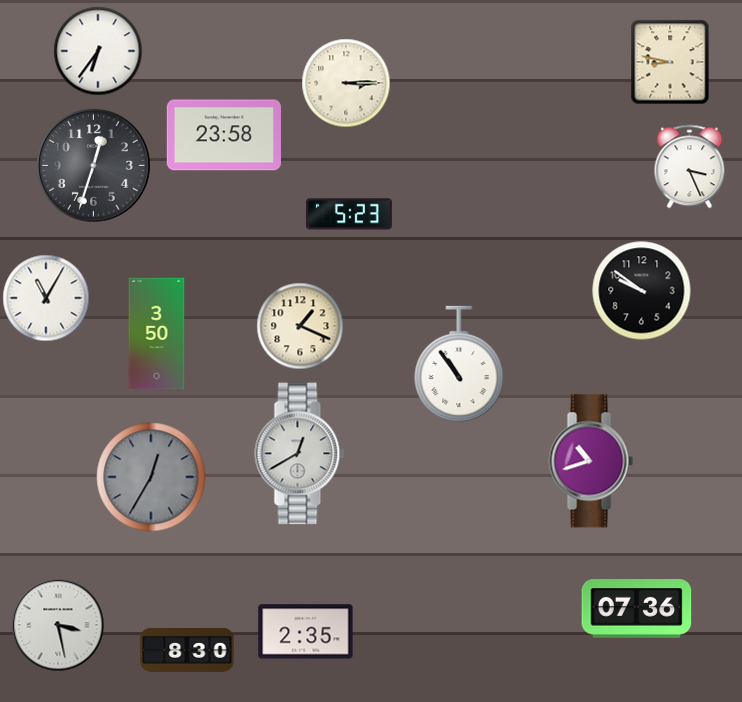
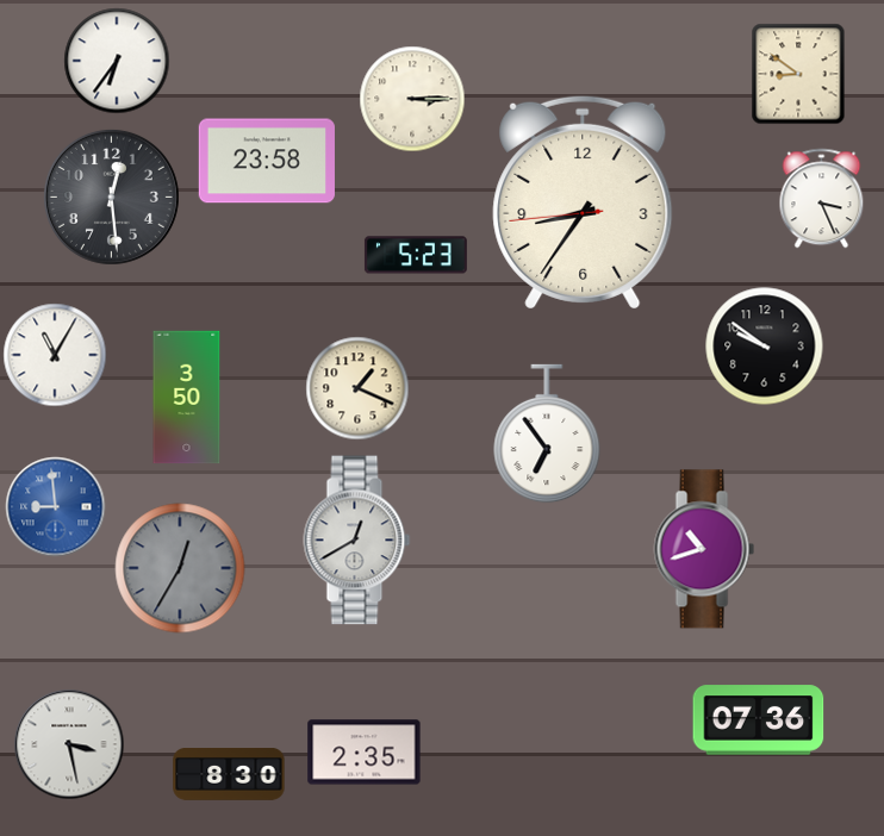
clock at (670, 62): 8:47 -> 8:51
clock at (93, 165): 12:33 -> 12:29
clock at (583, 202): none -> 8:35
clock at (459, 364): 10:54 -> 6:54
clock at (56, 507): none -> 8:59
clock at (637, 609) position: (637, 609) -> (759, 720)
clock at (187, 651) position: (187, 651) -> (229, 775)
